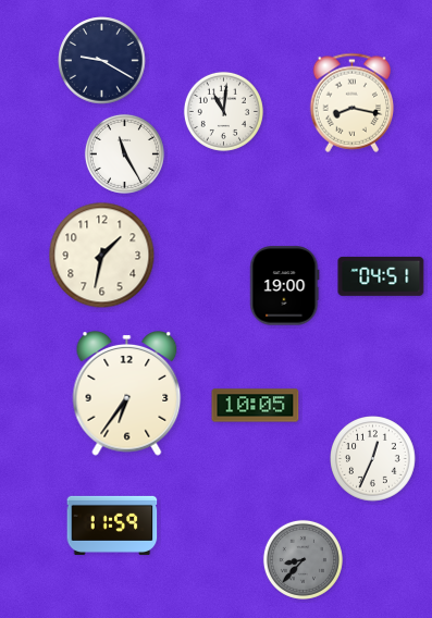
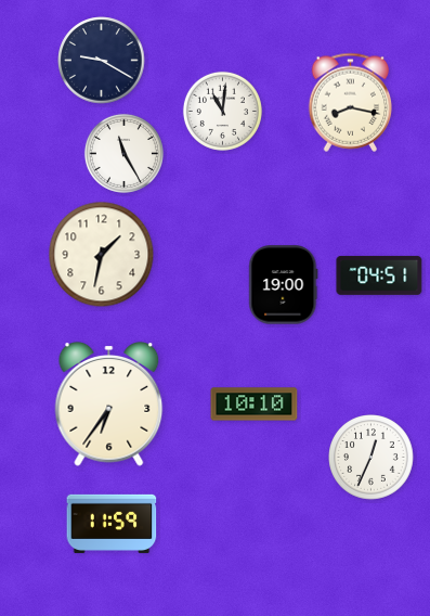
clock at (127, 394) position: (127, 394) -> (109, 405)
clock at (256, 406): 10:05 -> 10:10
clock at (303, 559): 8:37 -> none
